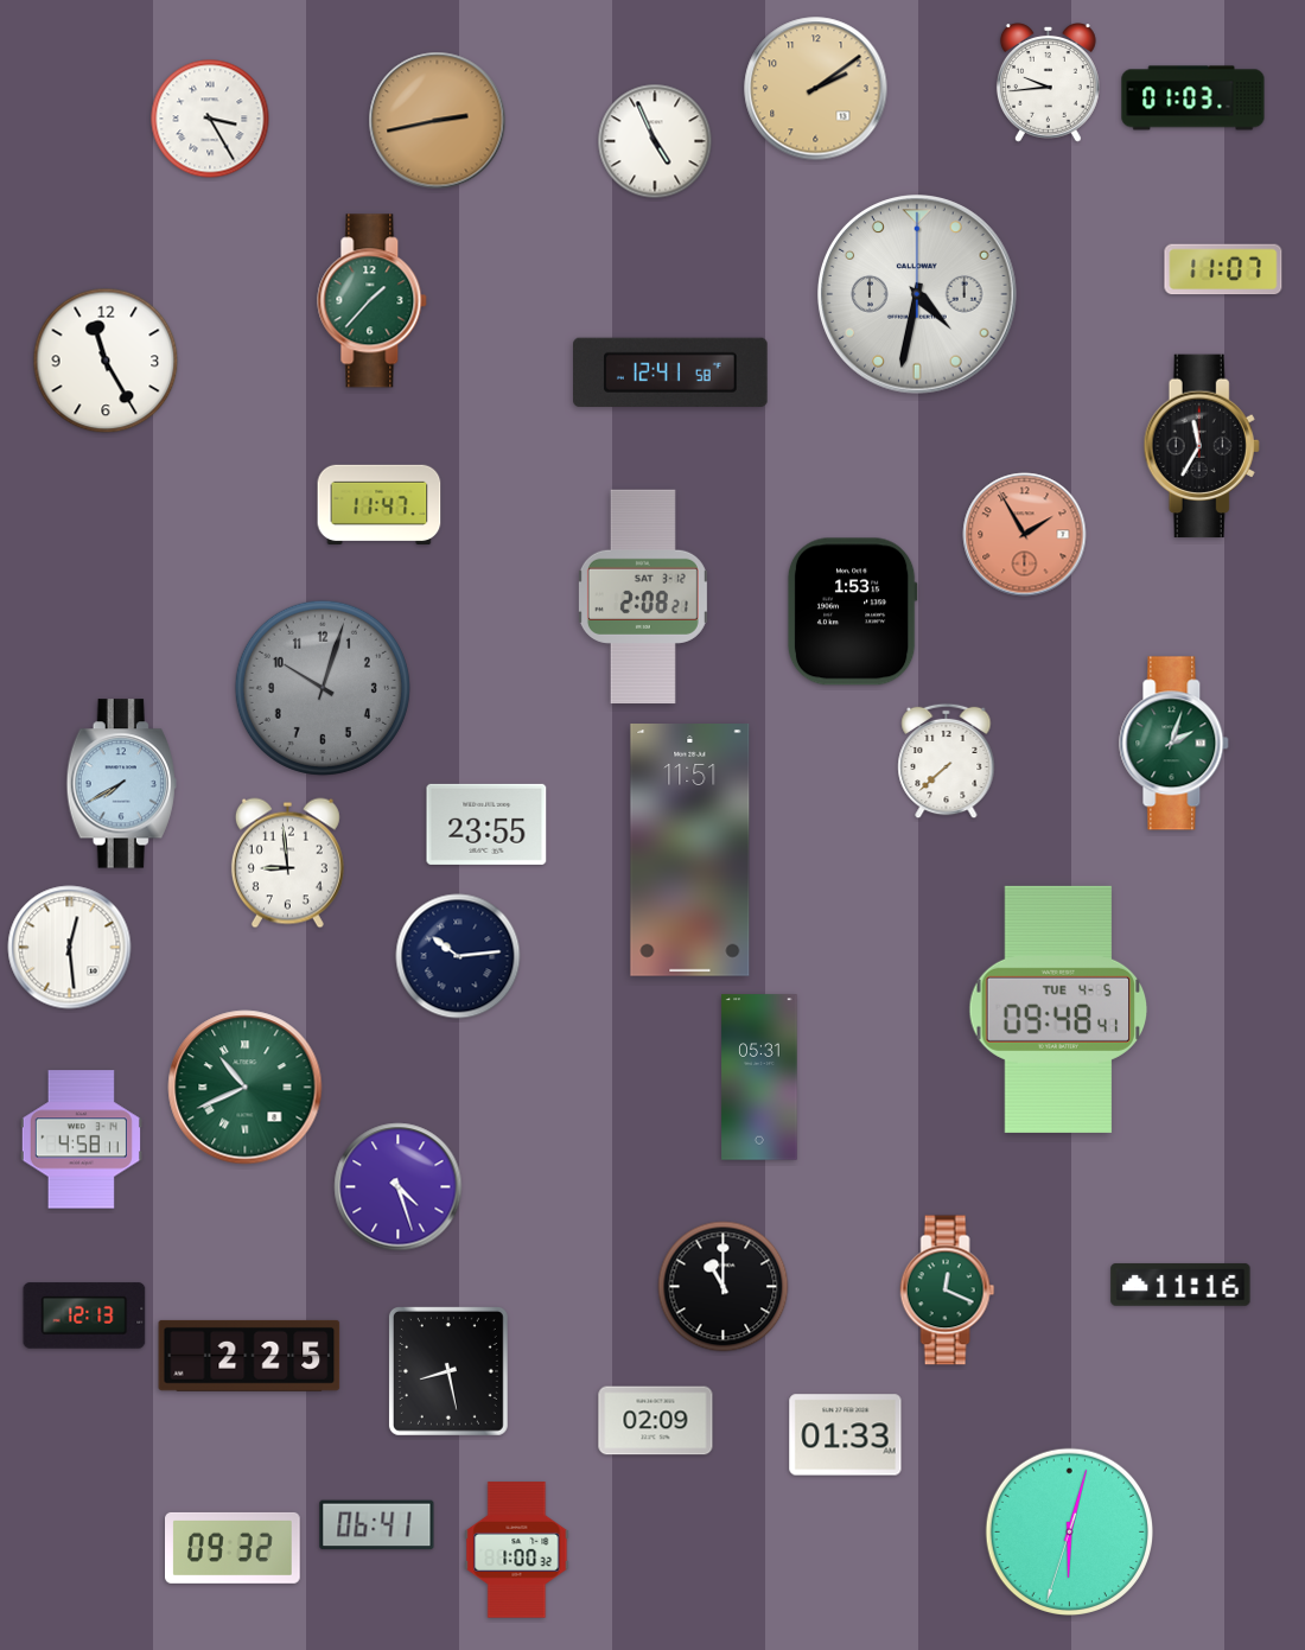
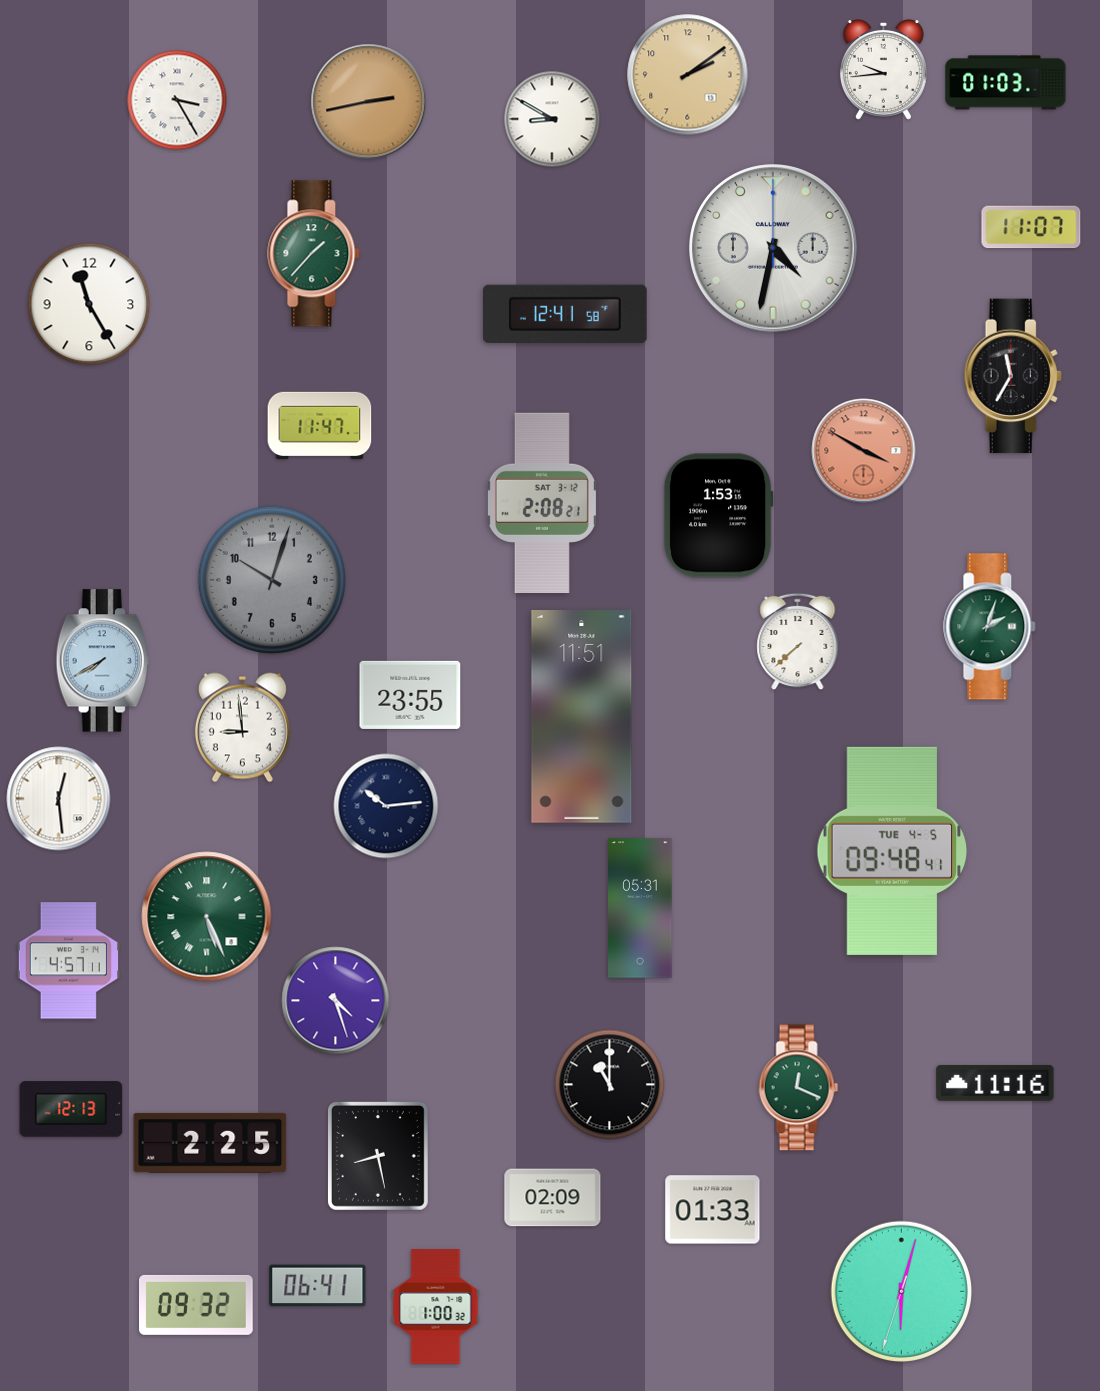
clock at (655, 141): 4:56 -> 8:50
clock at (1025, 535): 1:55 -> 3:50
clock at (246, 1088): 10:41 -> 5:26
clock at (81, 1140): 4:58 -> 4:57
